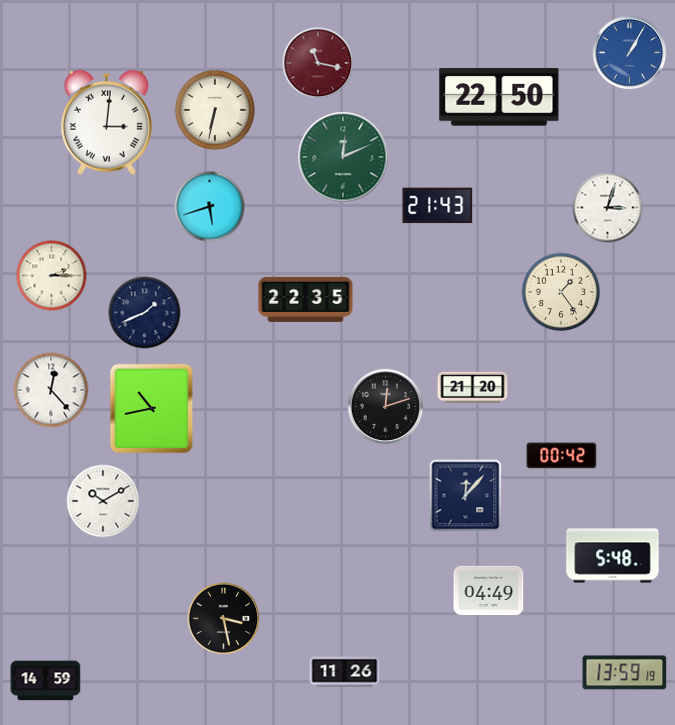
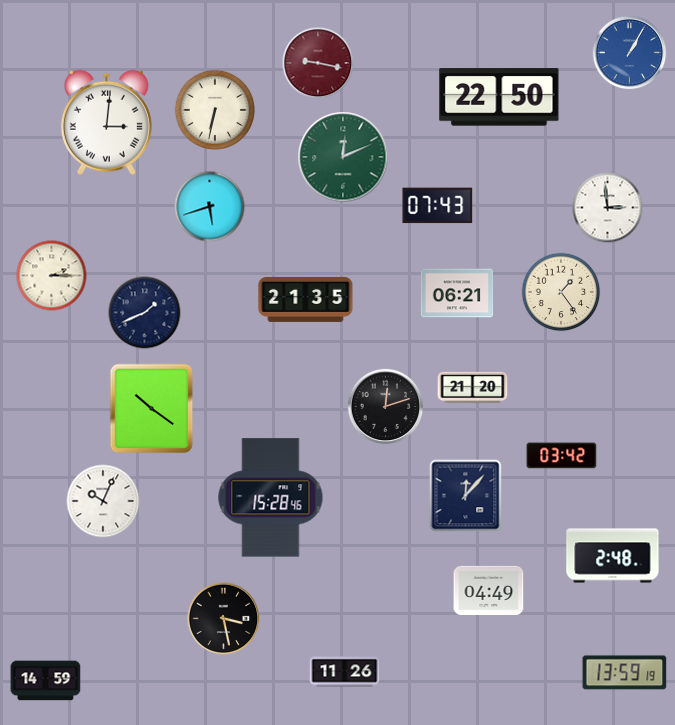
clock at (318, 63): 11:17 -> 9:17
clock at (438, 206): 21:43 -> 07:43
clock at (608, 208): 3:03 -> 2:59
clock at (457, 293): none -> 06:21
clock at (306, 299): 22:35 -> 21:35
clock at (51, 390): 12:23 -> none
clock at (152, 409): 10:43 -> 10:21
clock at (562, 456): 00:42 -> 03:42
clock at (271, 498): none -> 15:28
clock at (103, 501): 10:10 -> 10:04
clock at (613, 556): 5:48 -> 2:48
